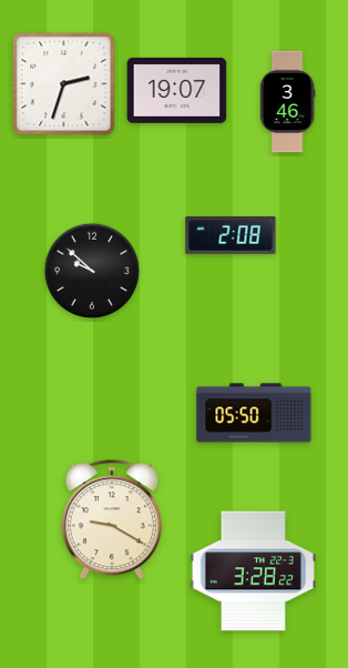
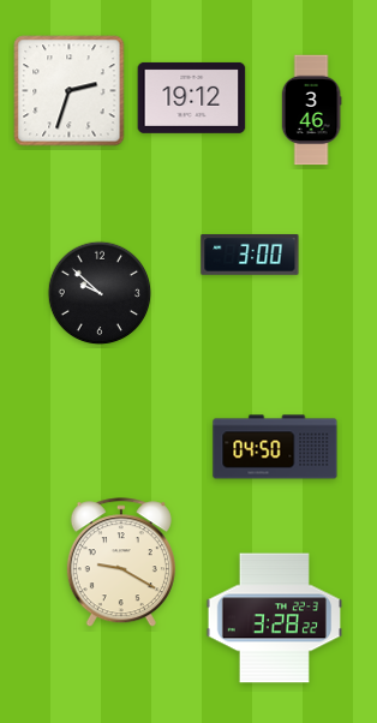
clock at (177, 90): 19:07 -> 19:12
clock at (231, 235): 2:08 -> 3:00
clock at (254, 413): 05:50 -> 04:50
